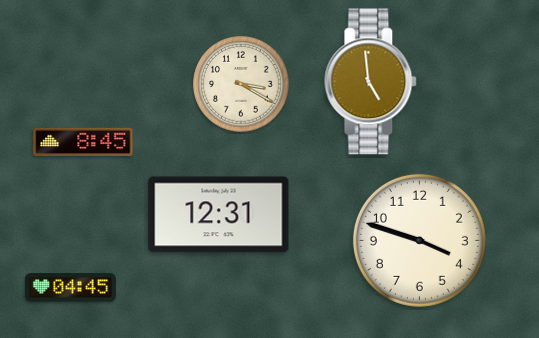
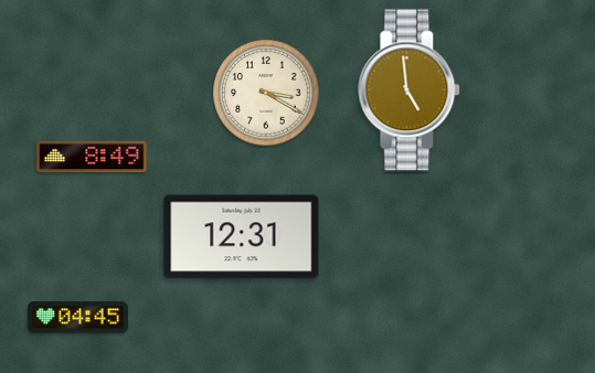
clock at (83, 141): 8:45 -> 8:49
clock at (419, 240): 3:48 -> none
